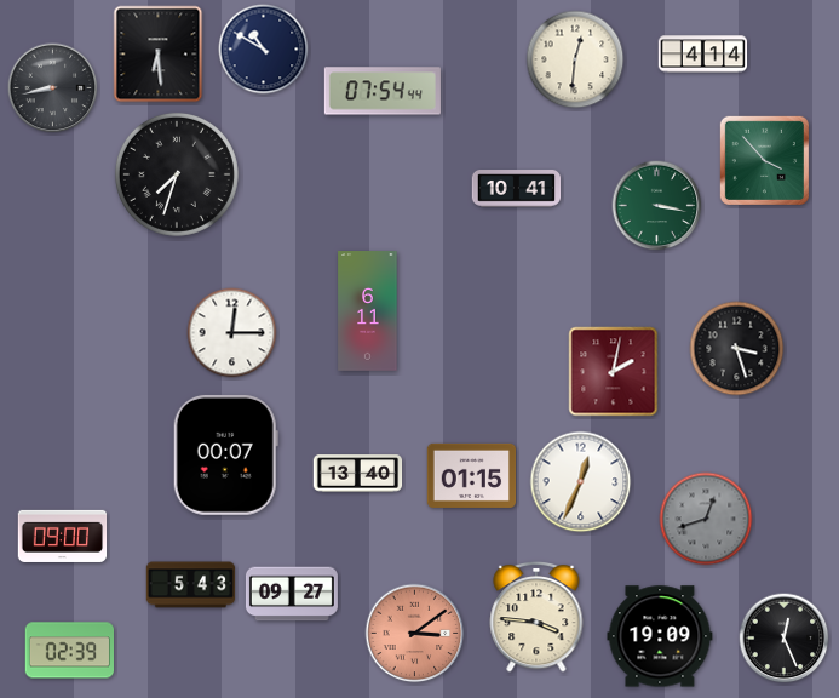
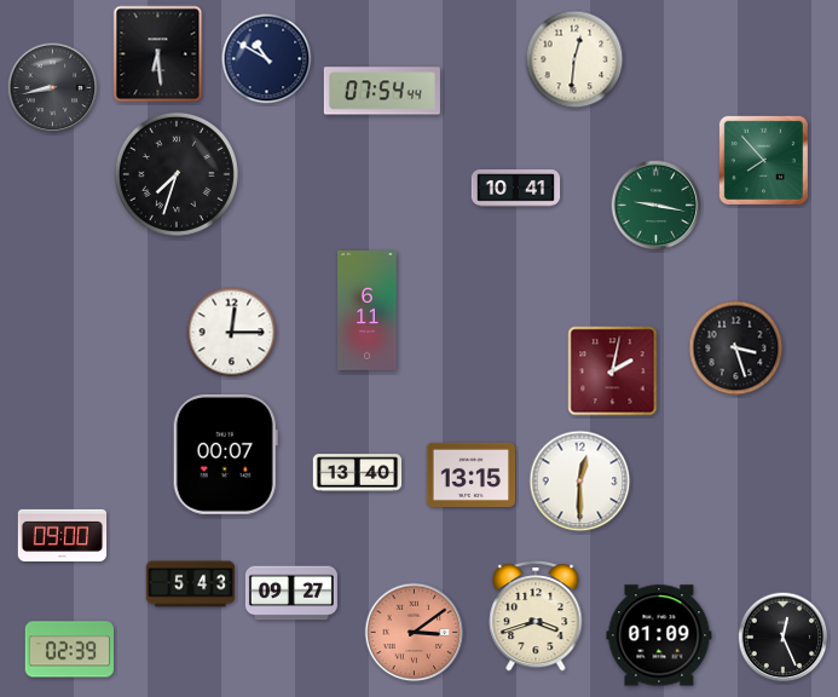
clock at (264, 50) position: (264, 50) -> (267, 59)
clock at (703, 55): 4:14 -> none
clock at (764, 160): 3:53 -> 7:53
clock at (657, 206): 3:17 -> 9:17
clock at (472, 475): 01:15 -> 13:15
clock at (581, 482): 12:34 -> 12:30
clock at (706, 519): 12:42 -> none
clock at (536, 617): 3:46 -> 3:42
clock at (660, 636): 19:09 -> 01:09
